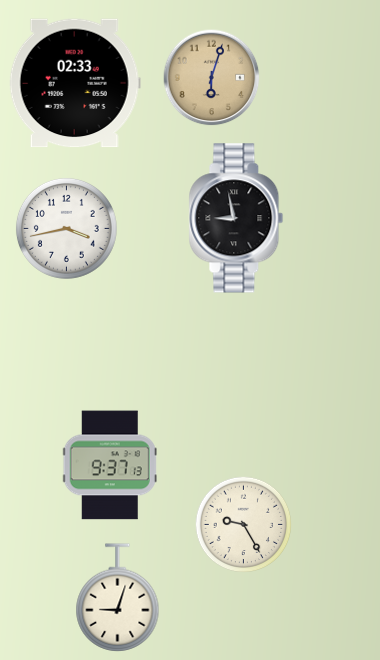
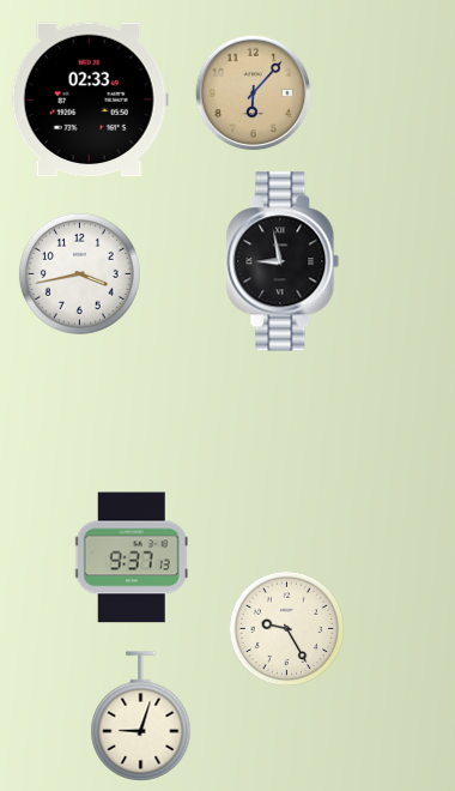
clock at (212, 78): 6:03 -> 6:07
clock at (244, 525) position: (244, 525) -> (287, 629)
